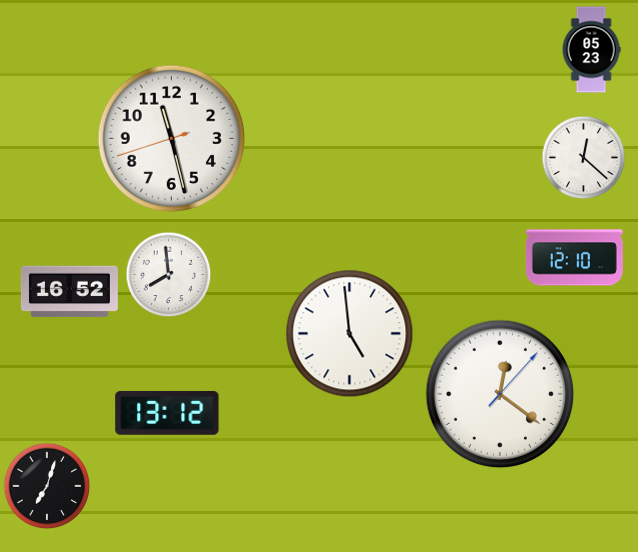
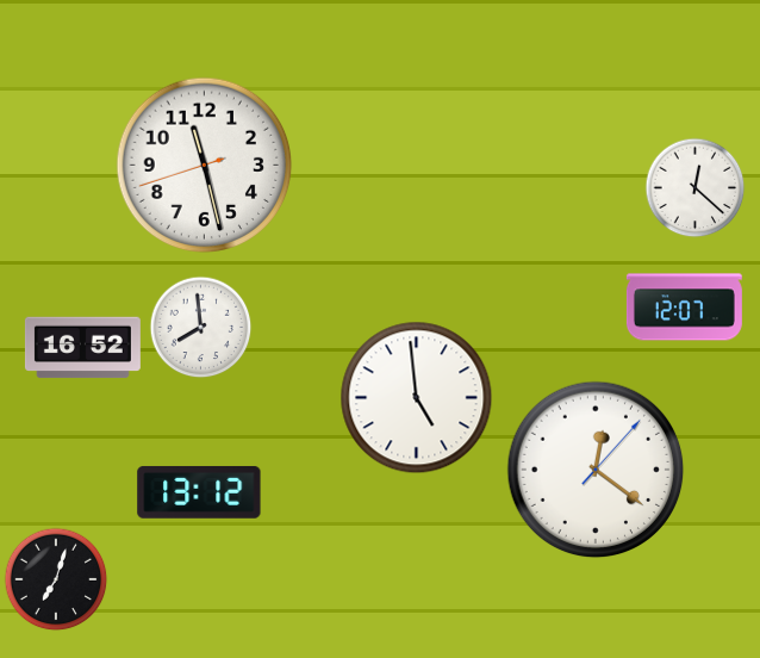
clock at (591, 50): 05:23 -> none
clock at (574, 258): 12:10 -> 12:07
